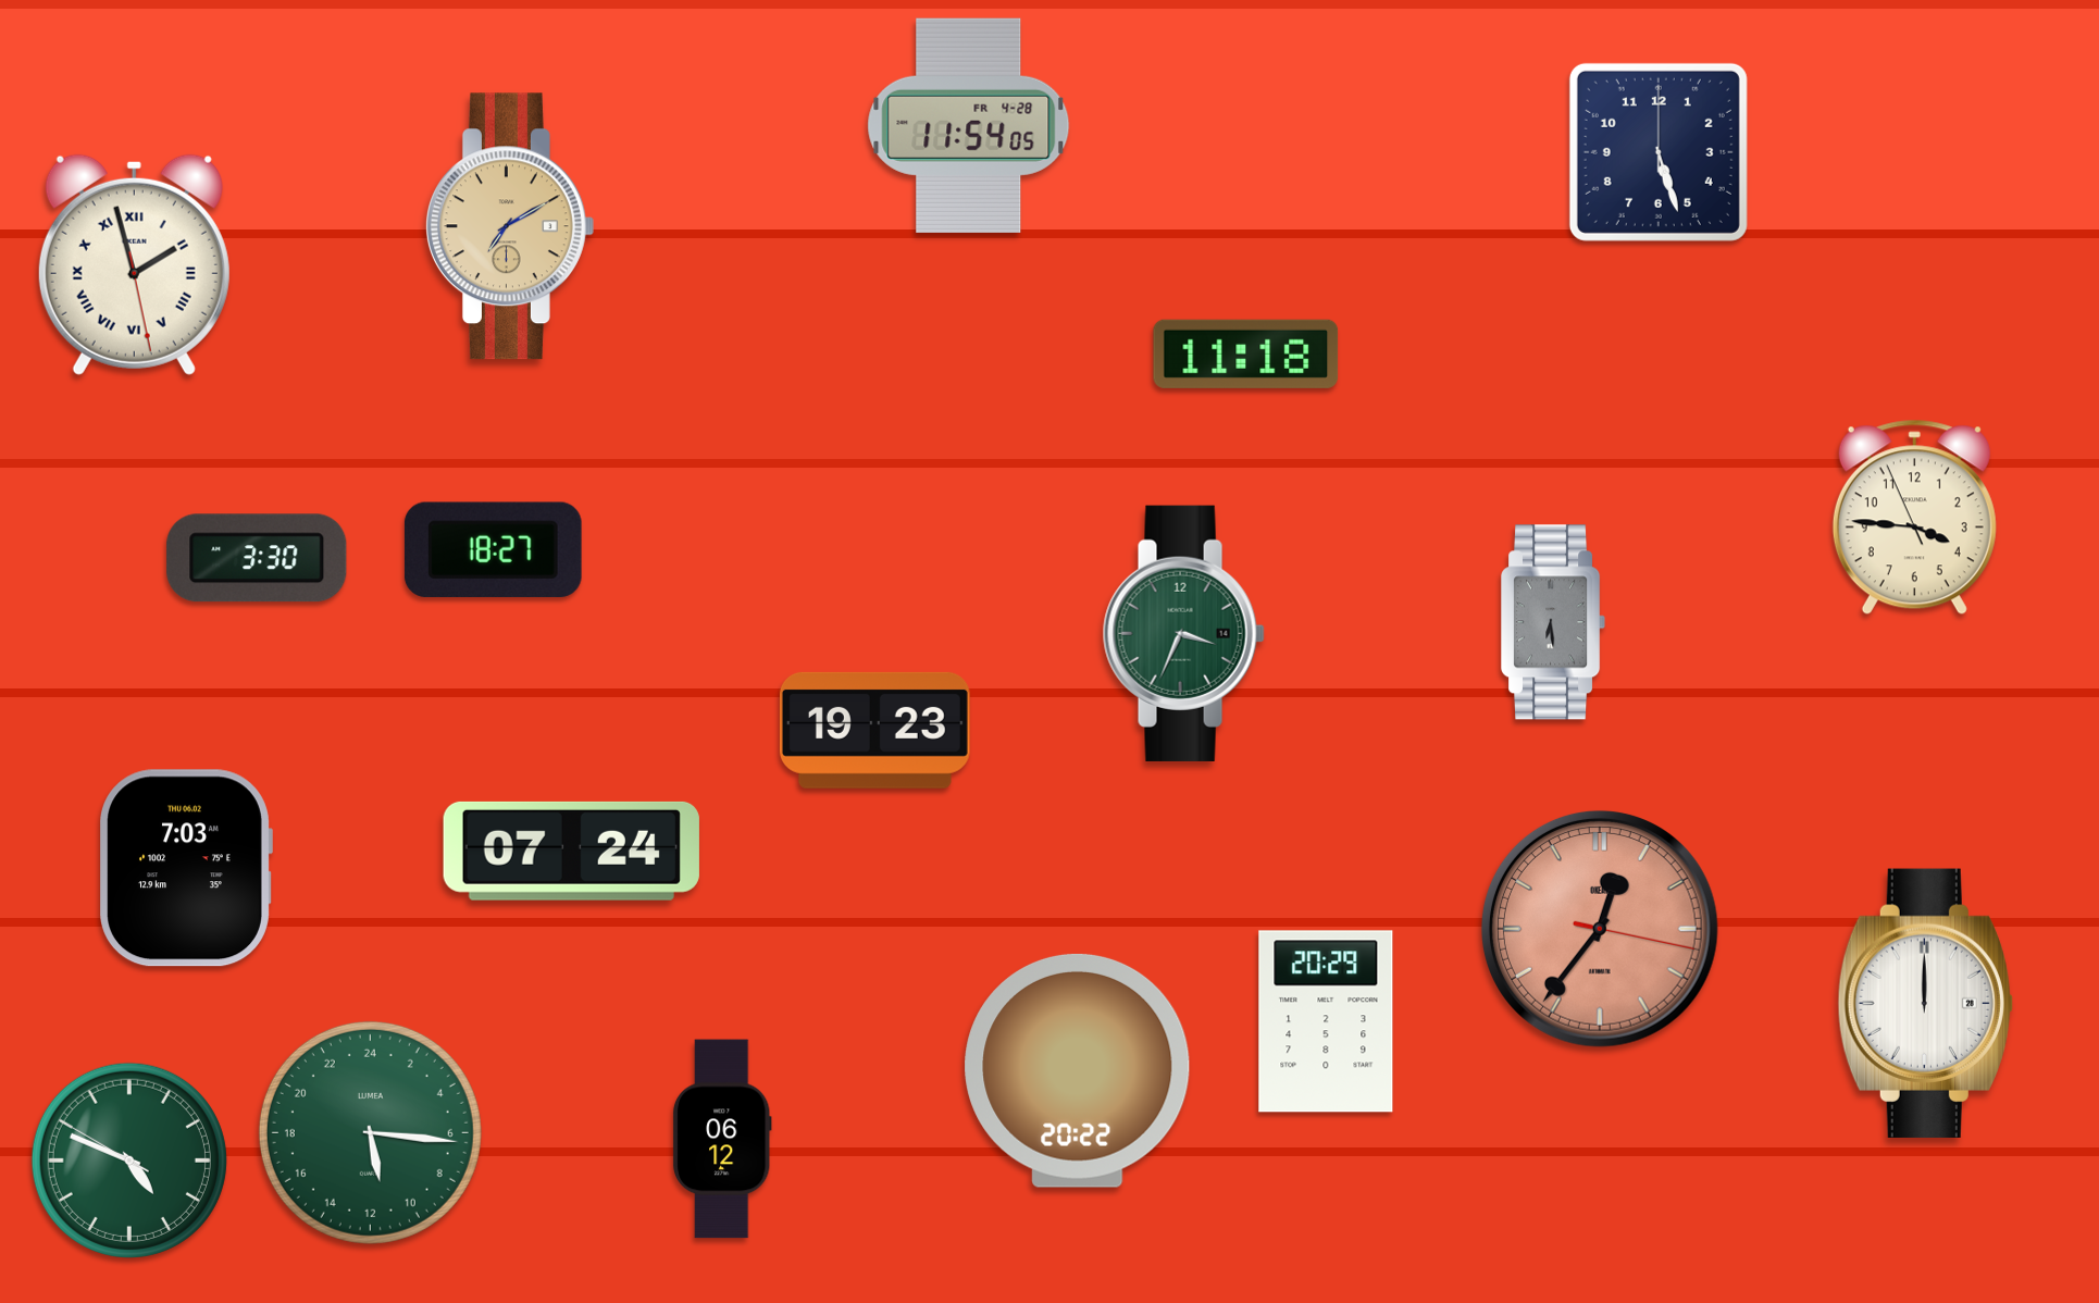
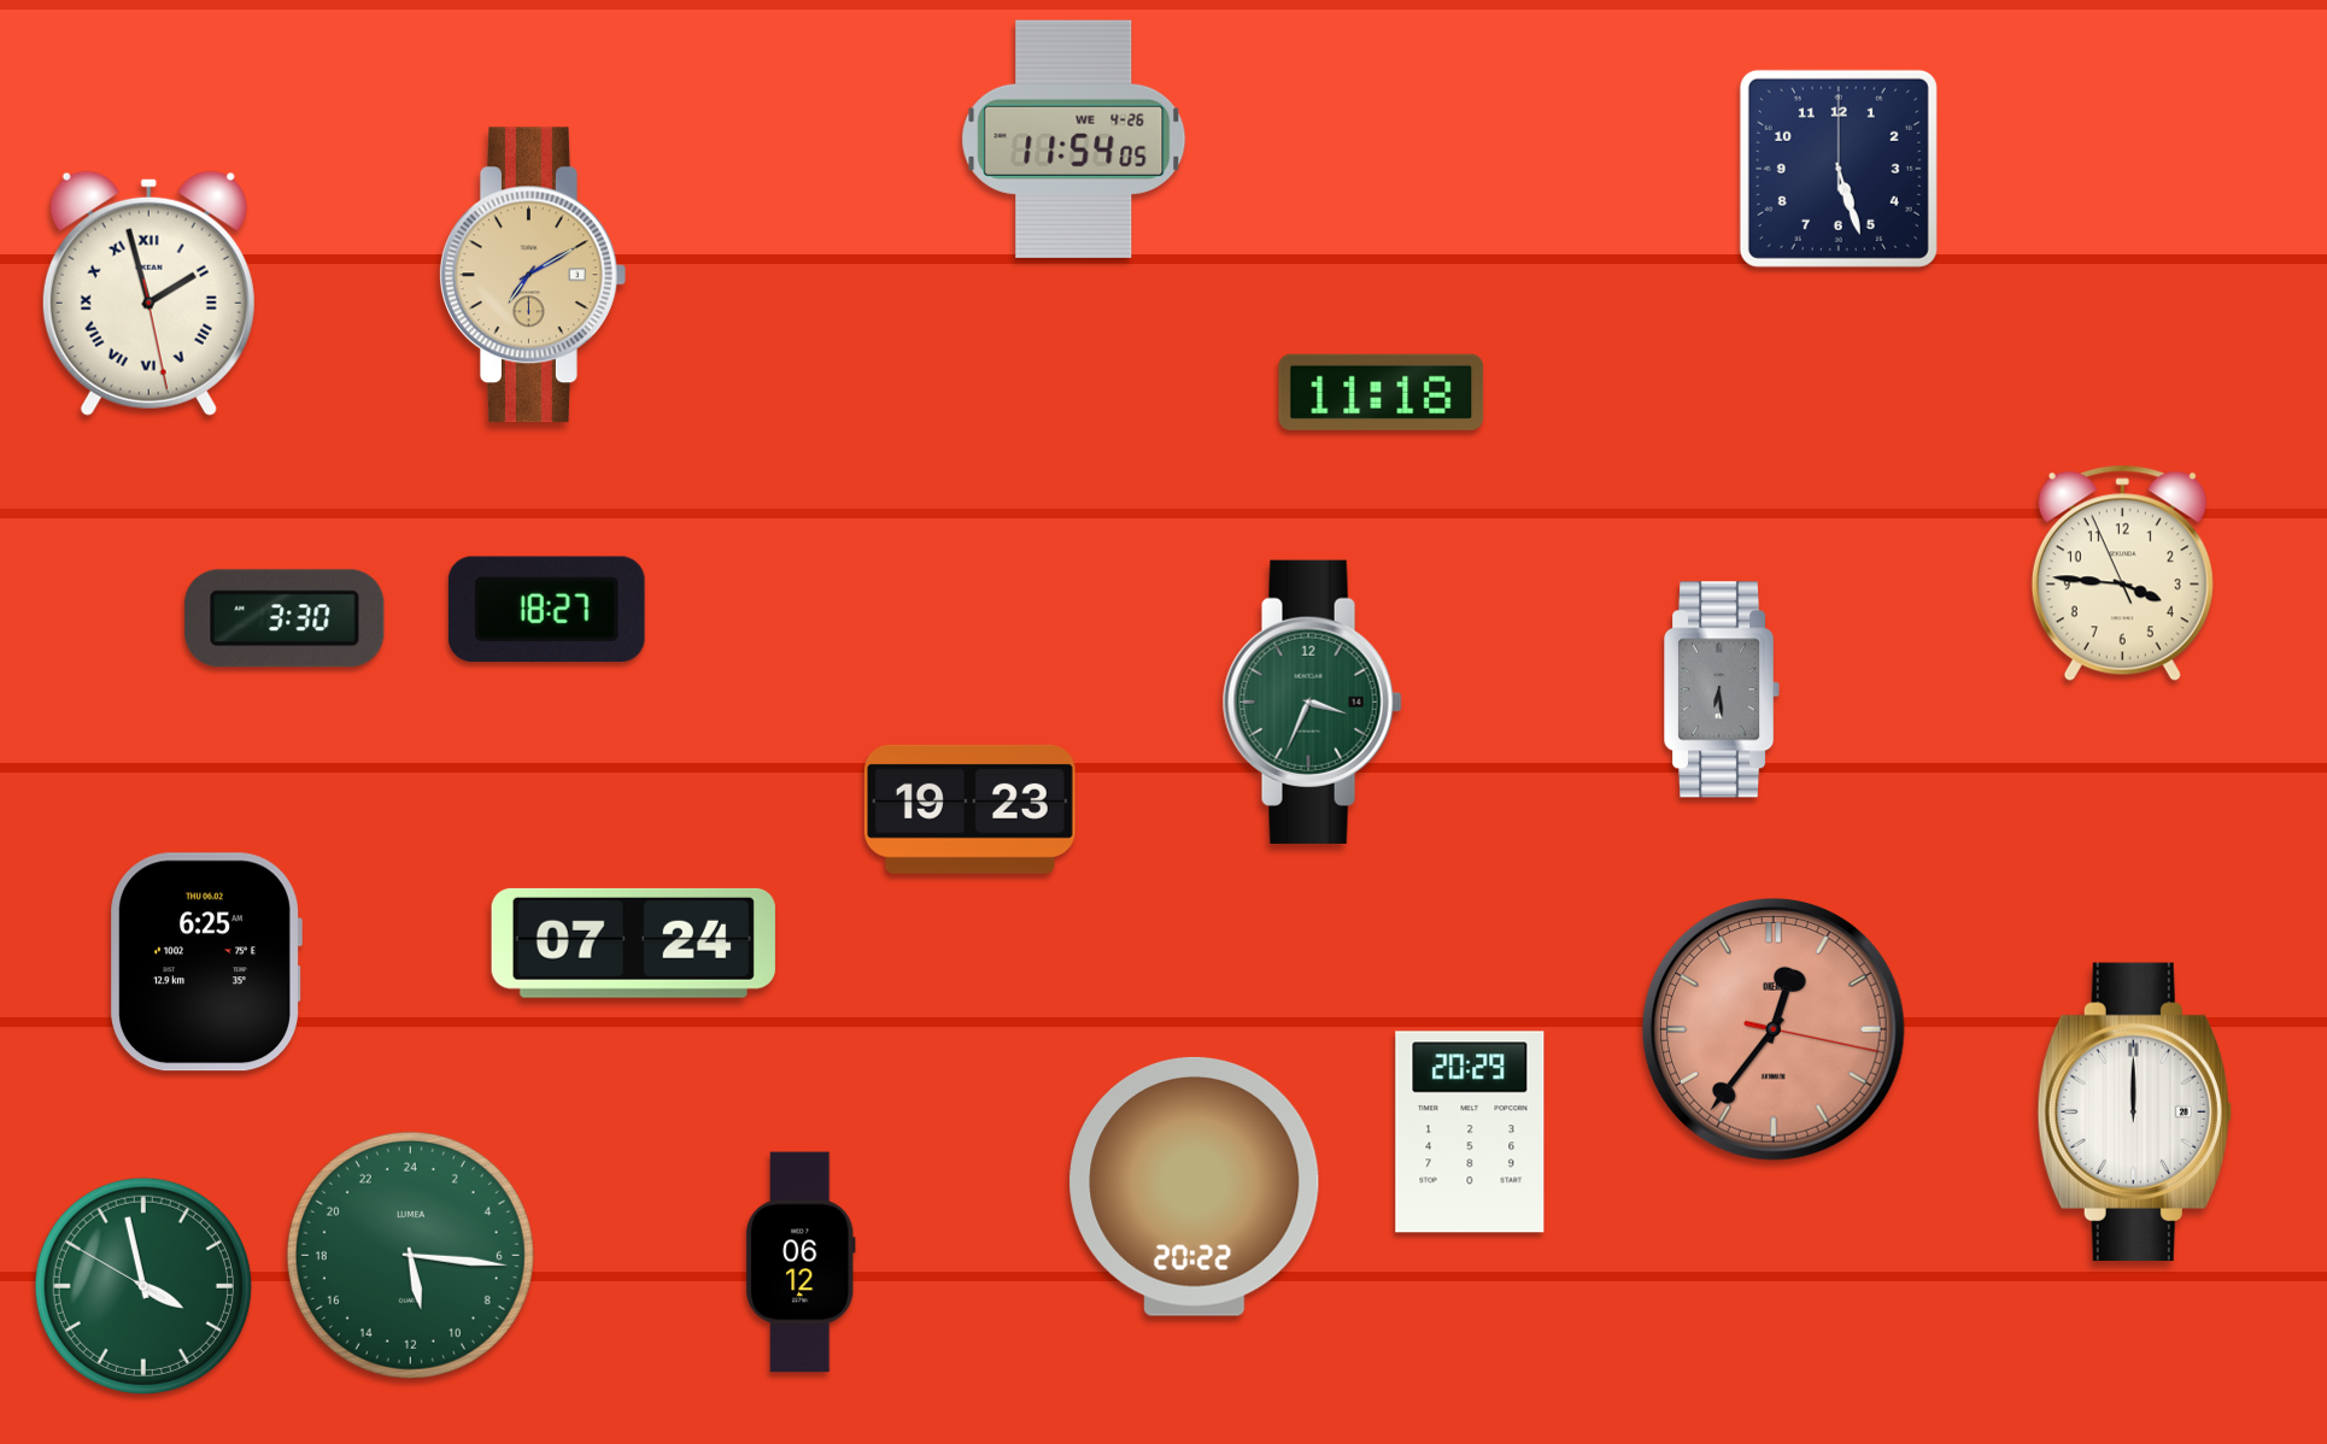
clock at (969, 125) date: FR 4-28 -> WE 4-26
clock at (509, 226) position: (509, 226) -> (532, 275)
clock at (186, 868): 7:03 -> 6:25
clock at (129, 1161): 4:48 -> 3:57
